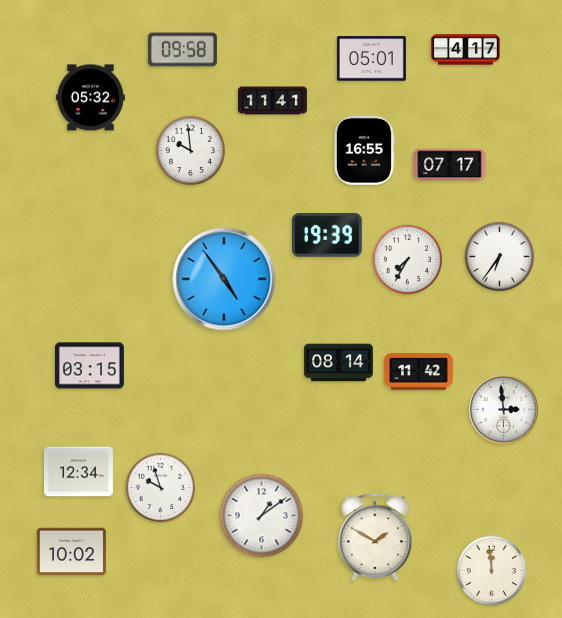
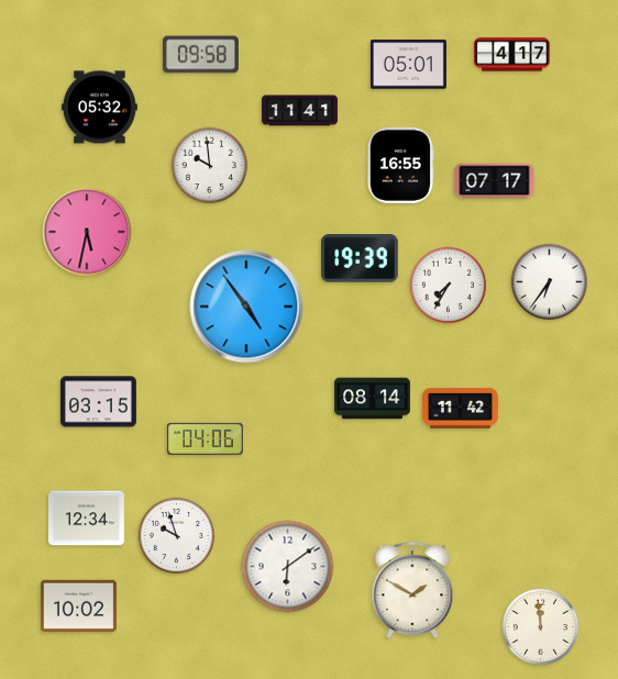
clock at (87, 232): none -> 5:32
clock at (205, 438): none -> 04:06
clock at (504, 410): 2:59 -> none
clock at (262, 516): 1:09 -> 6:09
